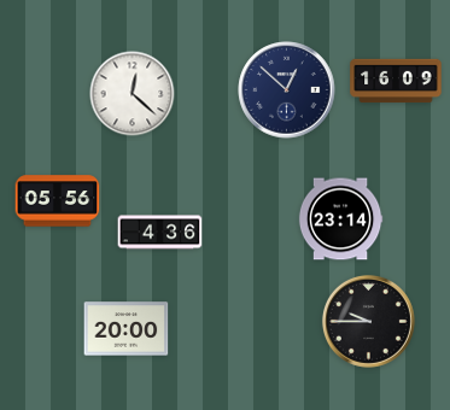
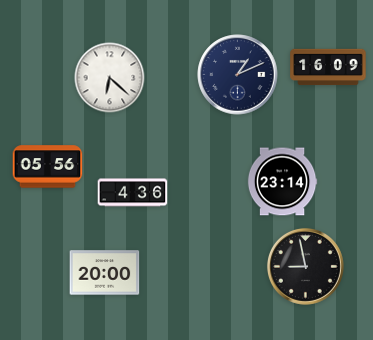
clock at (287, 90): 12:52 -> 1:11
clock at (133, 94): 12:22 -> 6:22
clock at (368, 321): 9:45 -> 8:58
